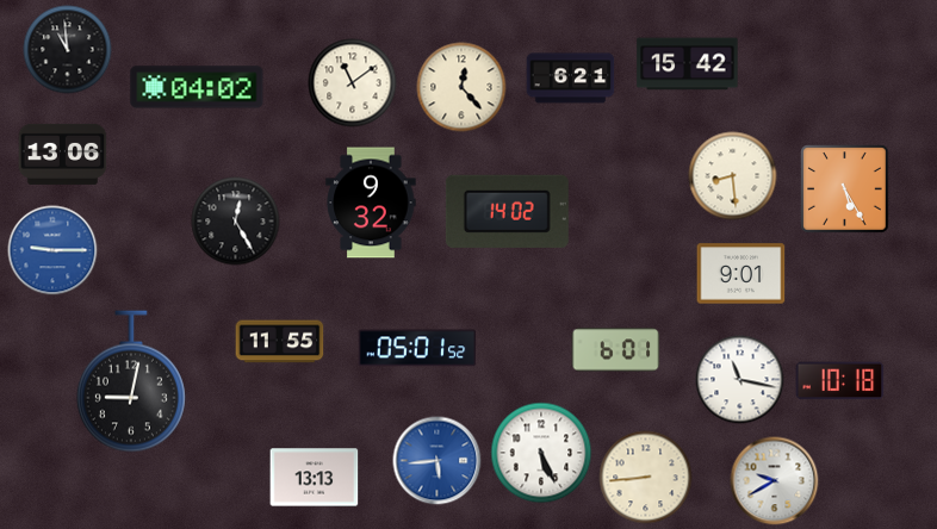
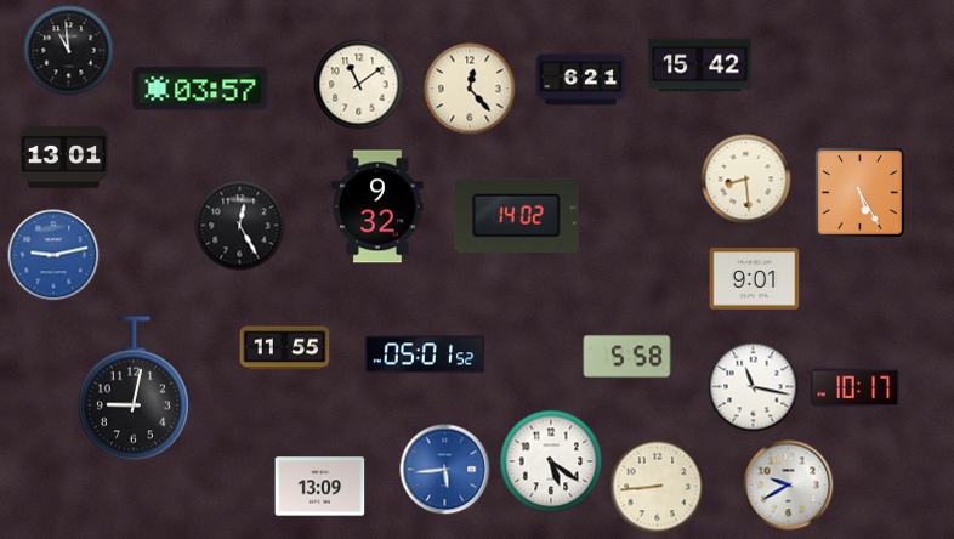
clock at (197, 87): 04:02 -> 03:57
clock at (63, 154): 13:06 -> 13:01
clock at (52, 250): 9:15 -> 9:13
clock at (616, 350): 6:01 -> 5:58
clock at (840, 381): 10:18 -> 10:17
clock at (541, 453): 5:26 -> 5:21
clock at (315, 478): 13:13 -> 13:09
clock at (775, 481) position: (775, 481) -> (789, 486)
